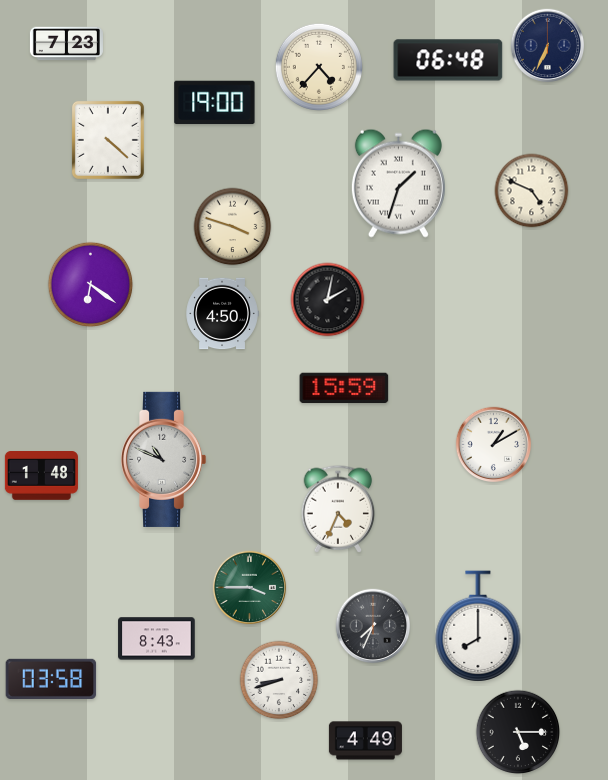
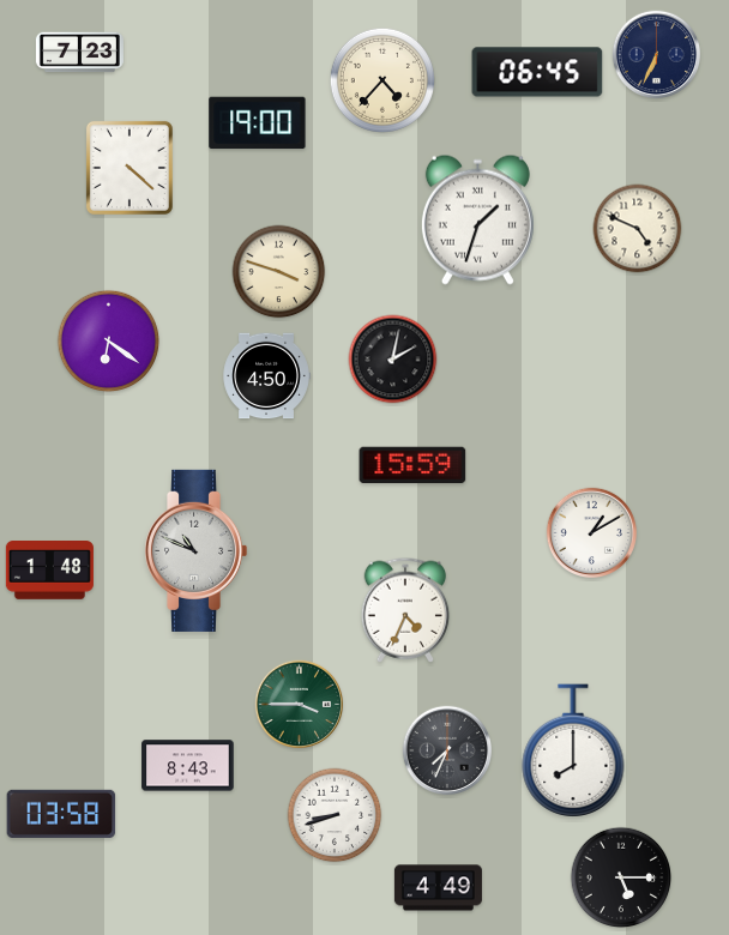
clock at (448, 60): 06:48 -> 06:45
